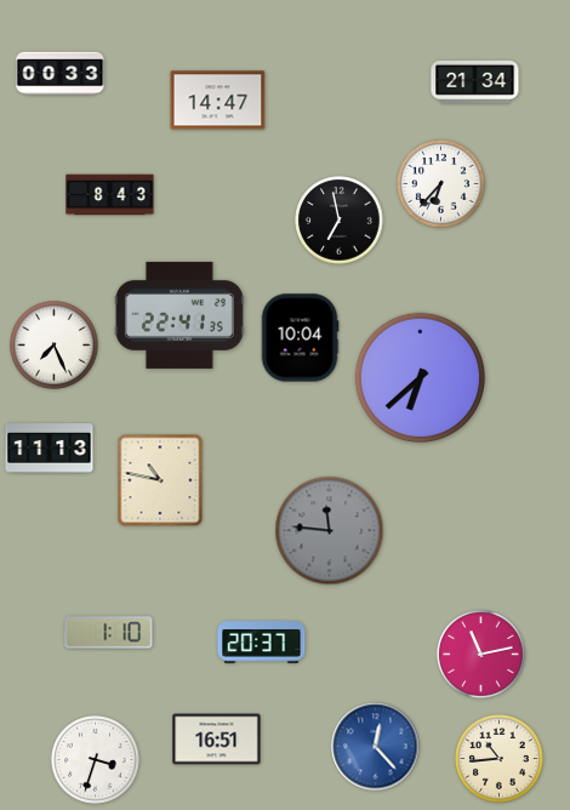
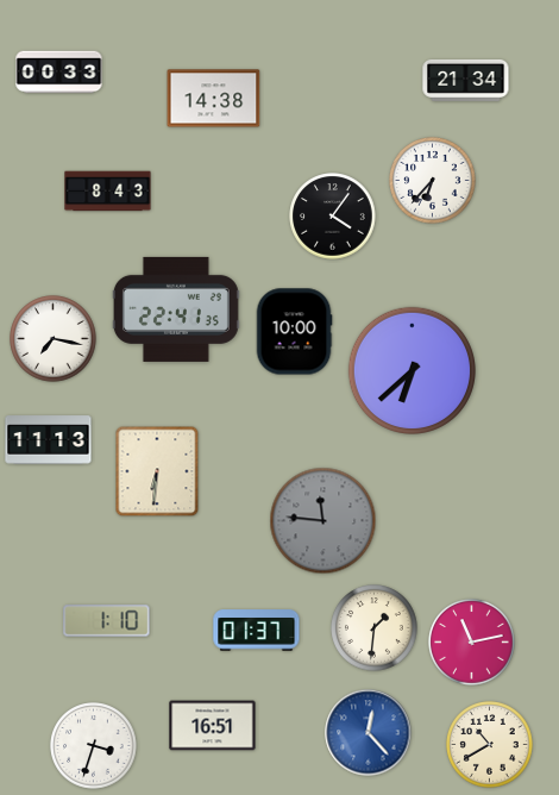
clock at (218, 101): 14:47 -> 14:38
clock at (340, 221): 6:58 -> 4:06
clock at (300, 338): 10:04 -> 10:00
clock at (55, 346): 7:26 -> 7:17
clock at (160, 480): 10:47 -> 6:31
clock at (375, 628): none -> 1:31
clock at (262, 643): 20:37 -> 01:37
clock at (500, 759): 10:44 -> 10:40
